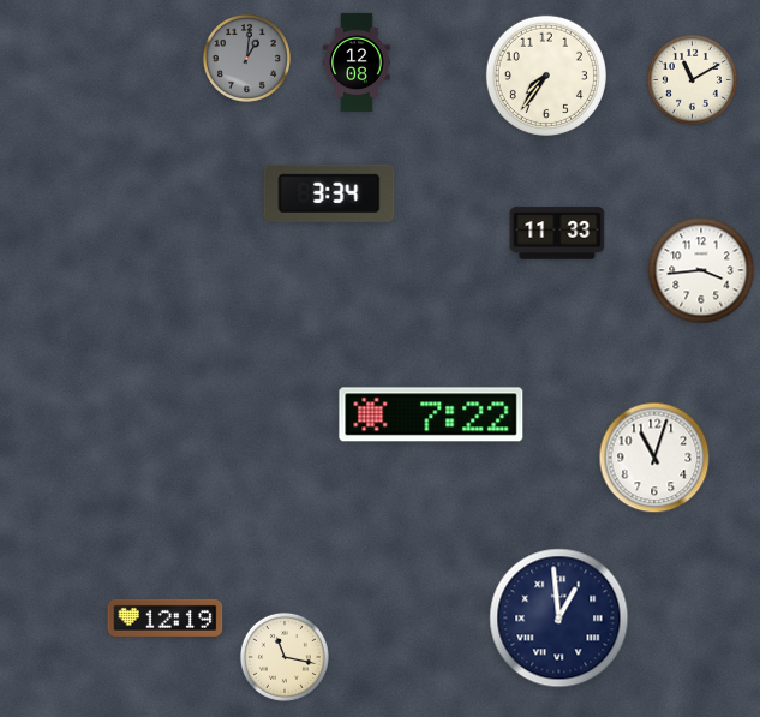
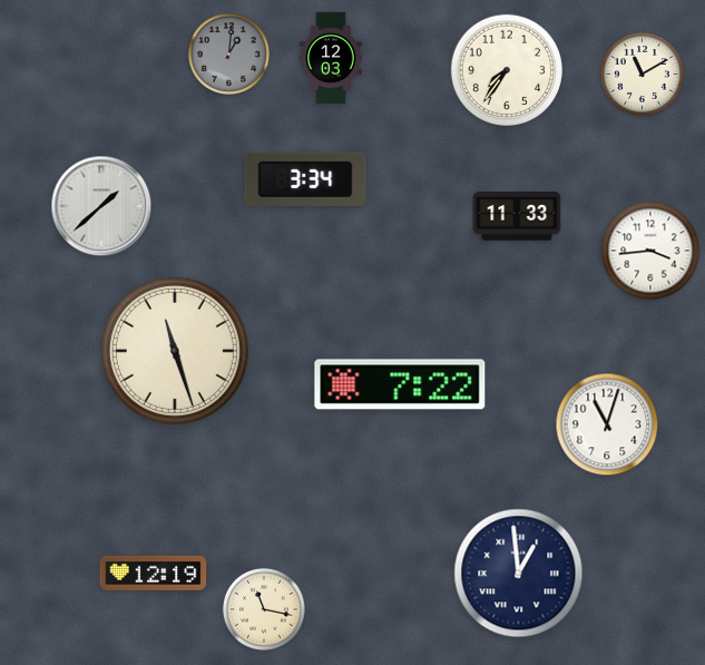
clock at (357, 62): 12:08 -> 12:03
clock at (101, 206): none -> 1:38
clock at (175, 351): none -> 11:27
